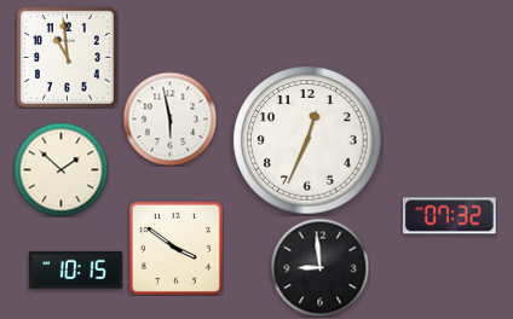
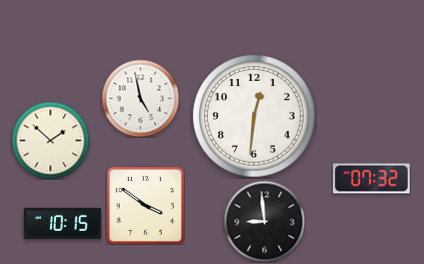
clock at (68, 58): 10:59 -> none
clock at (169, 118): 5:58 -> 4:58
clock at (307, 140): 12:34 -> 12:31
